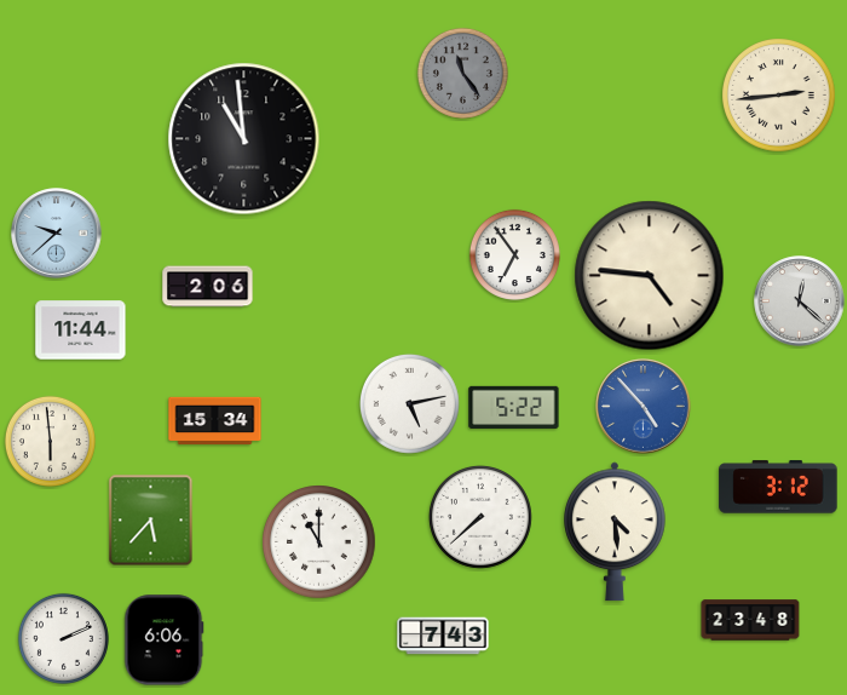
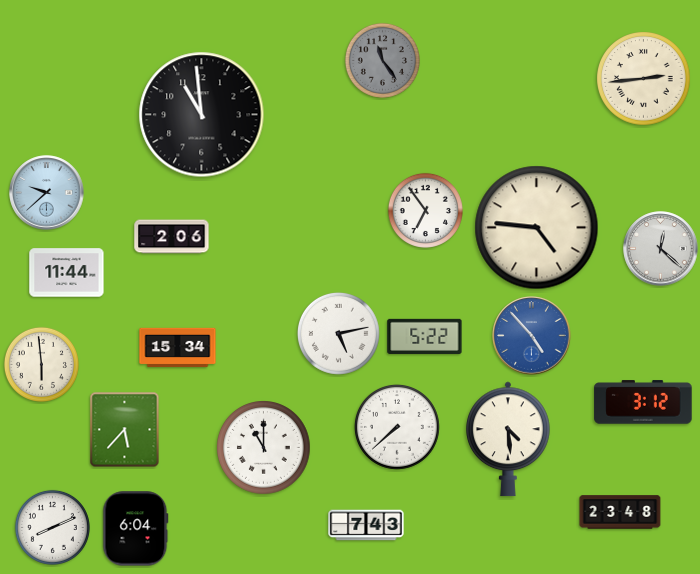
clock at (63, 638): 2:11 -> 8:11
clock at (165, 641): 6:06 -> 6:04
